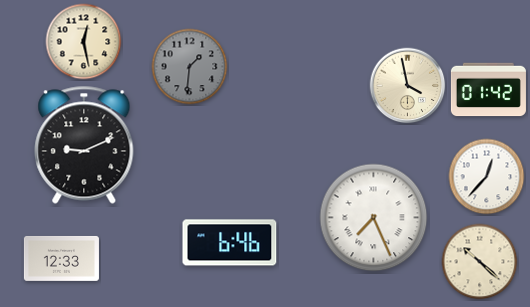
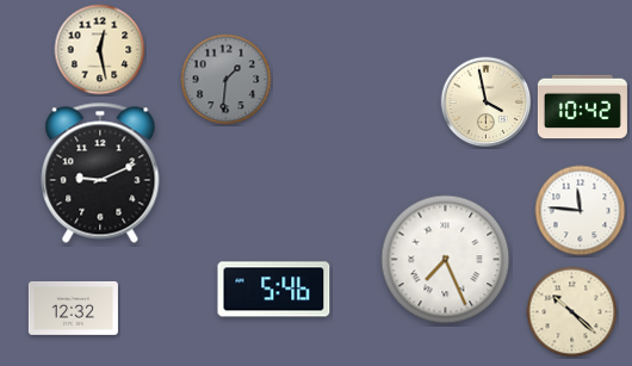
clock at (488, 90): 01:42 -> 10:42
clock at (487, 177): 12:37 -> 11:46
clock at (230, 243): 6:46 -> 5:46
clock at (61, 258): 12:33 -> 12:32
